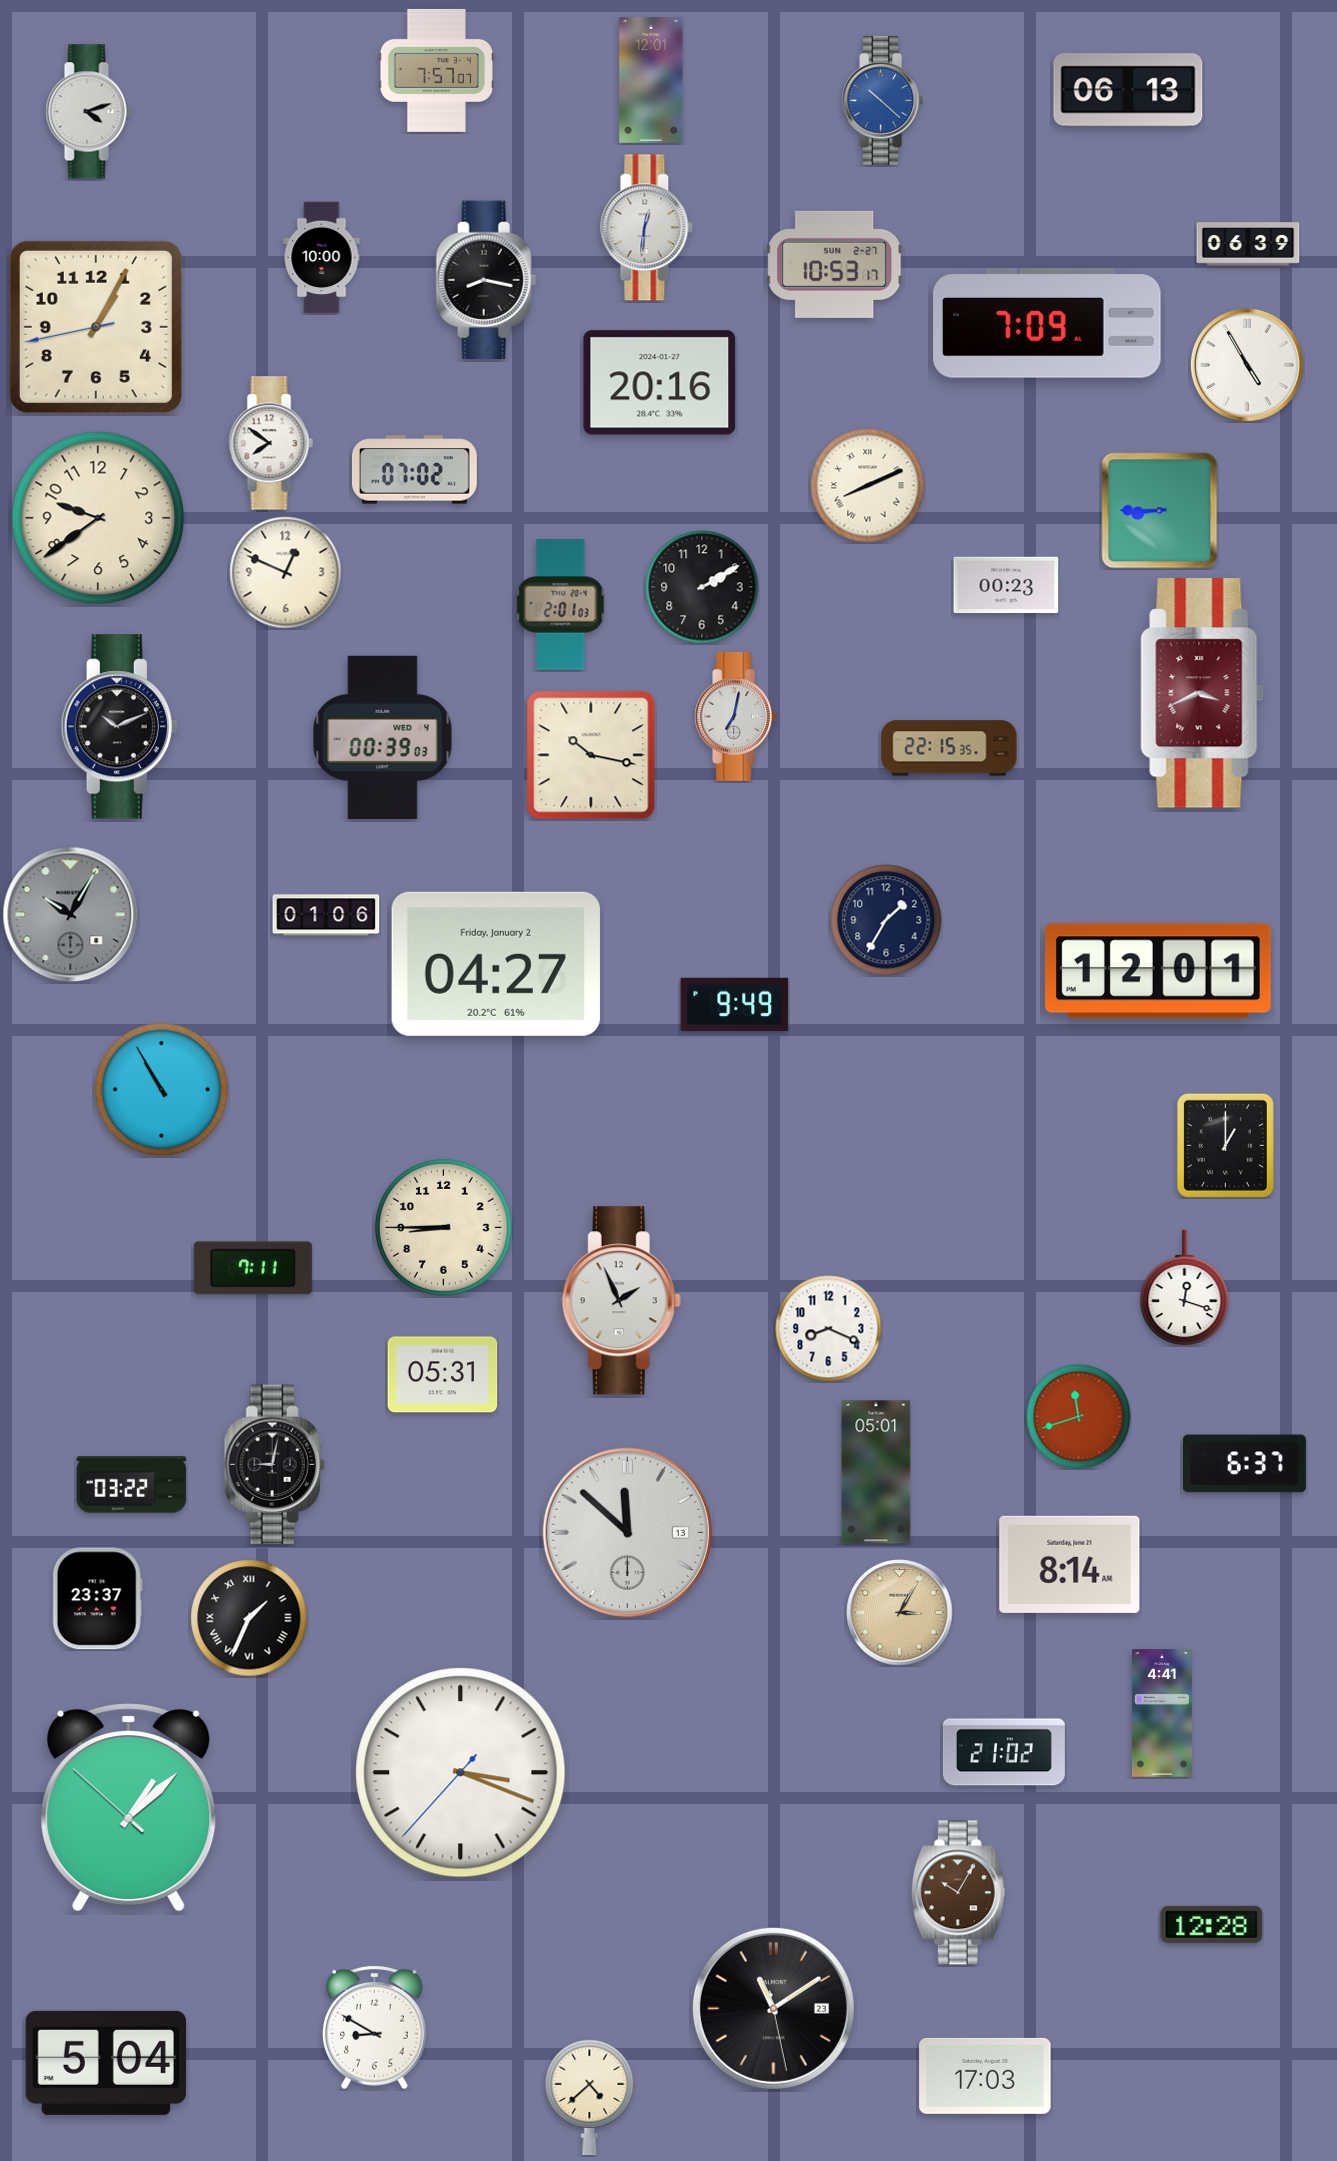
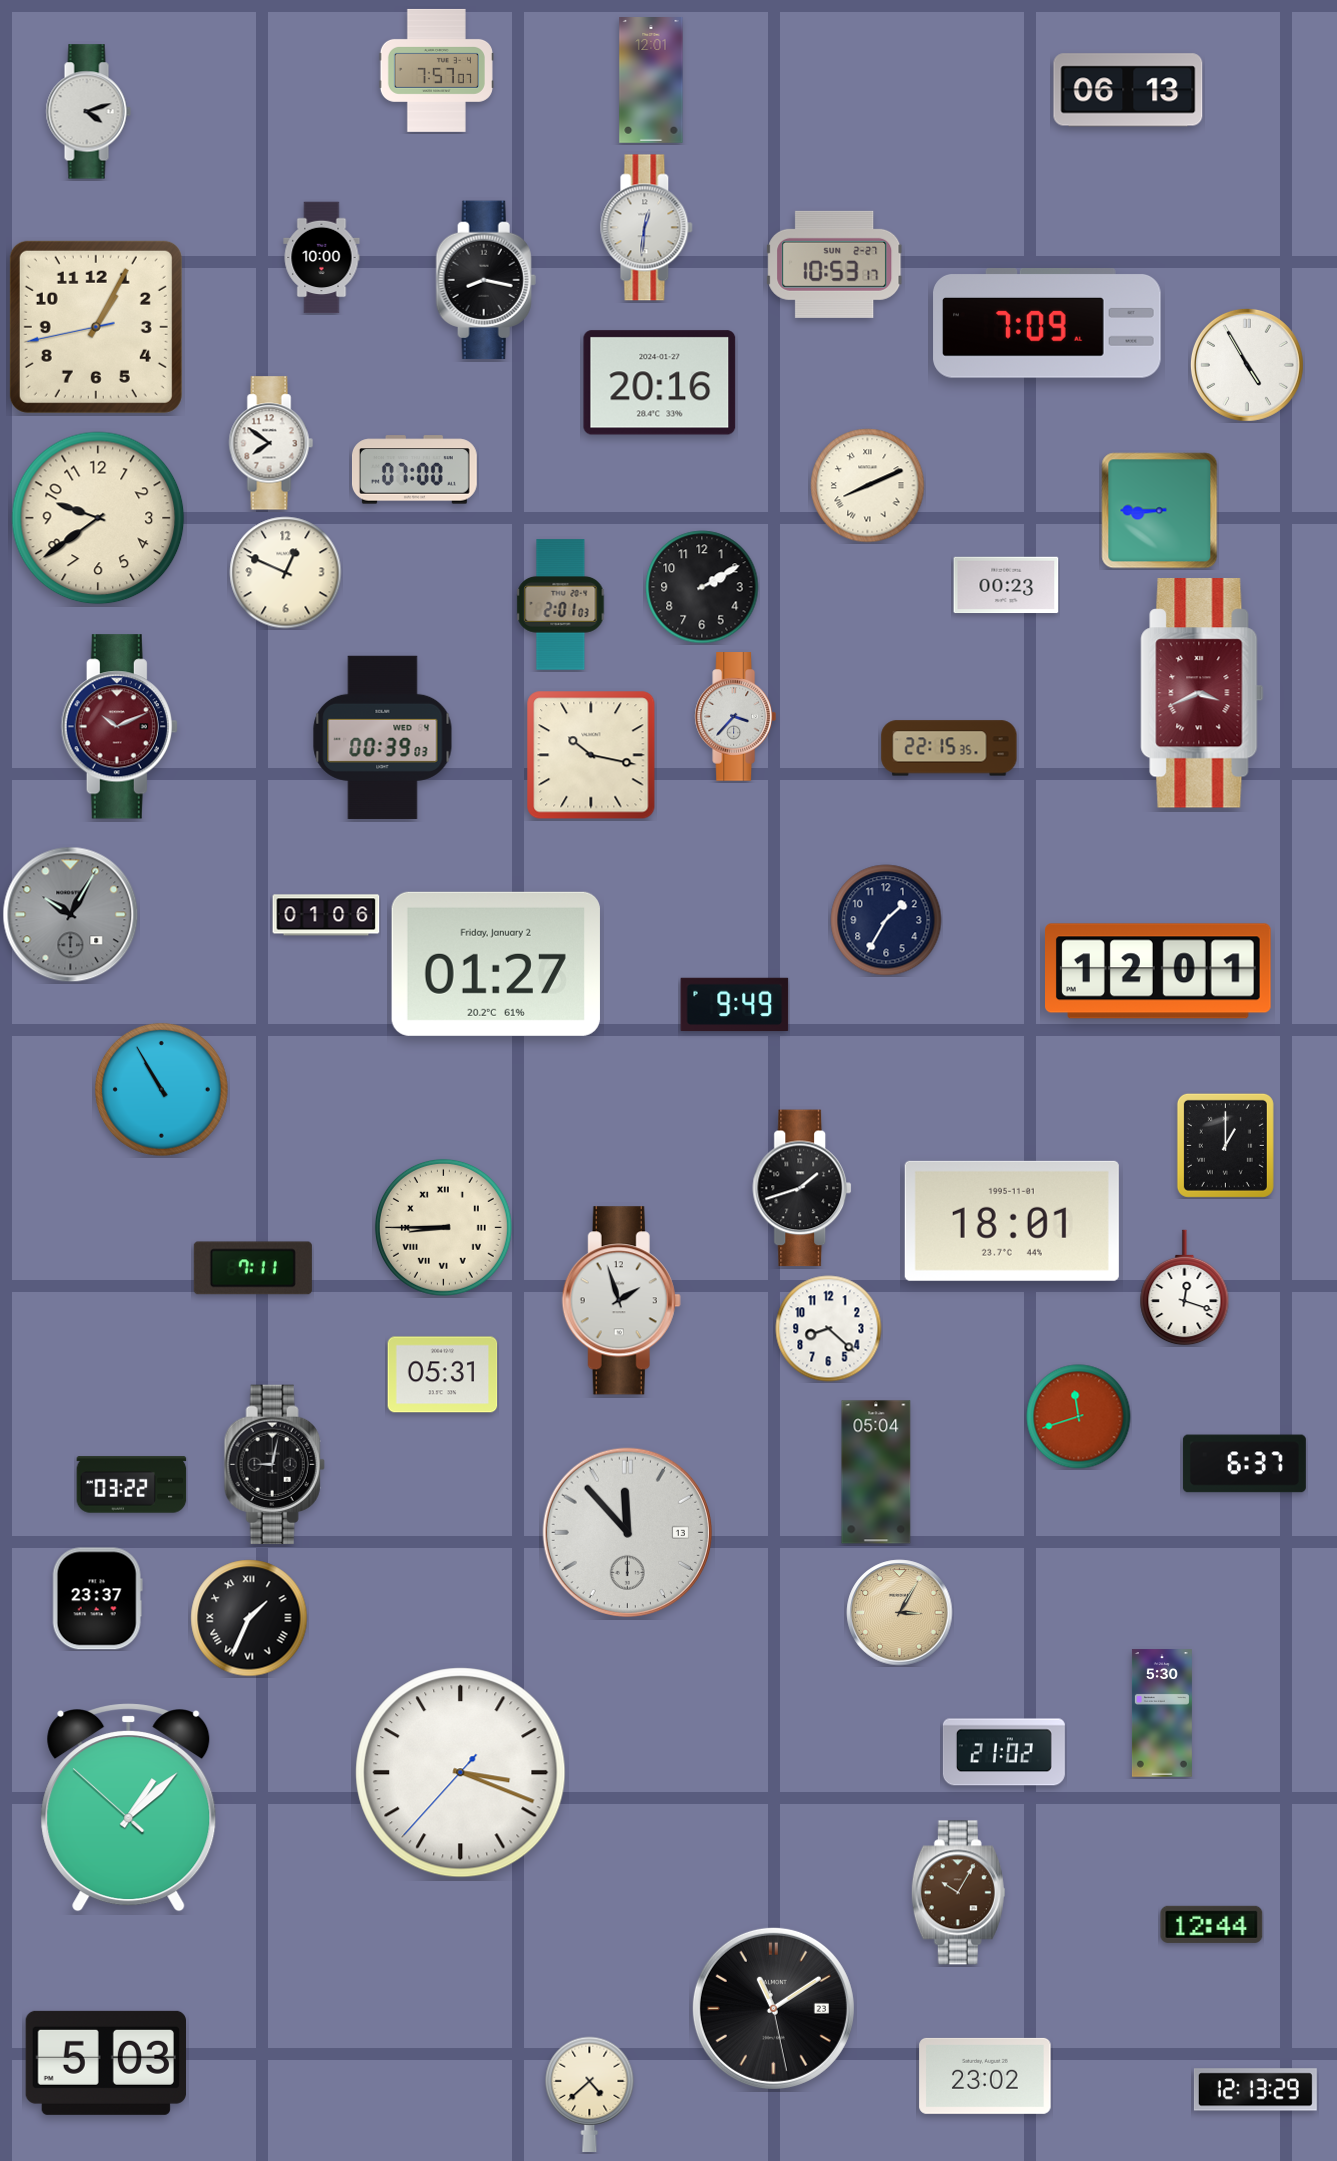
clock at (882, 101): 10:22 -> none
clock at (1248, 244): 06:39 -> none
clock at (414, 470): 07:02 -> 07:00
clock at (735, 717): 7:02 -> 3:37
clock at (119, 727) dial: black -> burgundy
clock at (496, 964): 04:27 -> 01:27
clock at (803, 1188): none -> 1:42
clock at (1012, 1221): none -> 18:01
clock at (443, 1227) numerals: Arabic -> Roman
clock at (621, 1301): 1:56 -> 1:57
clock at (829, 1329): 8:19 -> 8:22
clock at (876, 1472): 05:01 -> 05:04
clock at (627, 1532): 11:52 -> 11:53
clock at (1070, 1564): 8:14 -> none
clock at (1162, 1713): 4:41 -> 5:30
clock at (1212, 1924): 12:28 -> 12:44
clock at (375, 2027): 8:50 -> none
clock at (105, 2063): 5:04 -> 5:03
clock at (985, 2076): 17:03 -> 23:02
clock at (1255, 2090): none -> 12:13
clock at (590, 2097) position: (590, 2097) -> (590, 2094)
